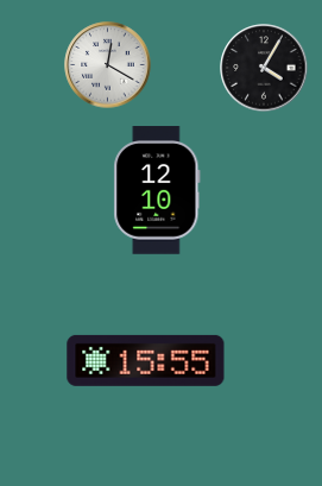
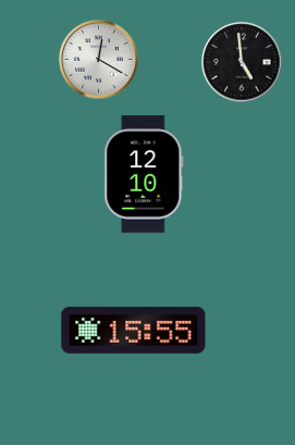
clock at (264, 68): 4:05 -> 4:59
